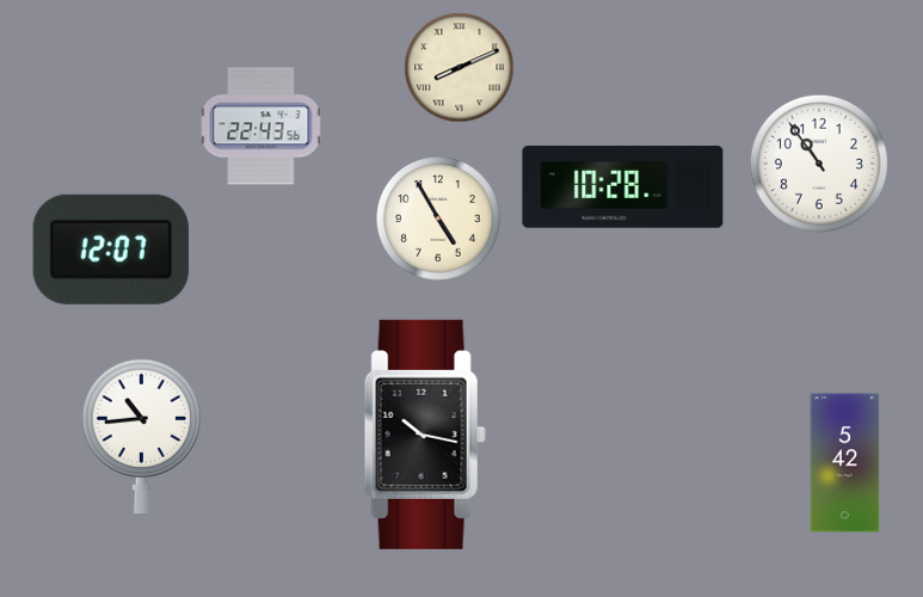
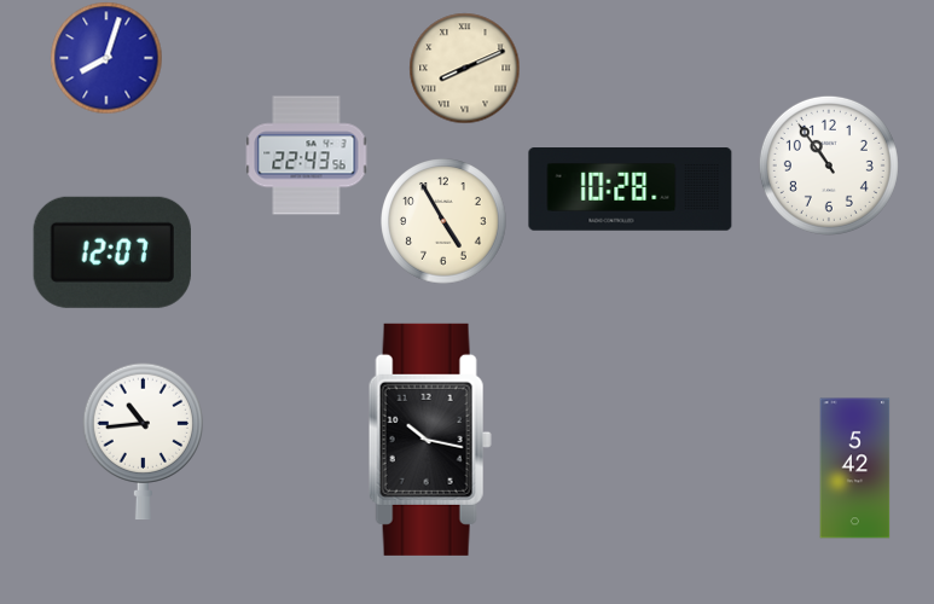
clock at (106, 58): none -> 8:03
clock at (260, 127) position: (260, 127) -> (306, 156)
